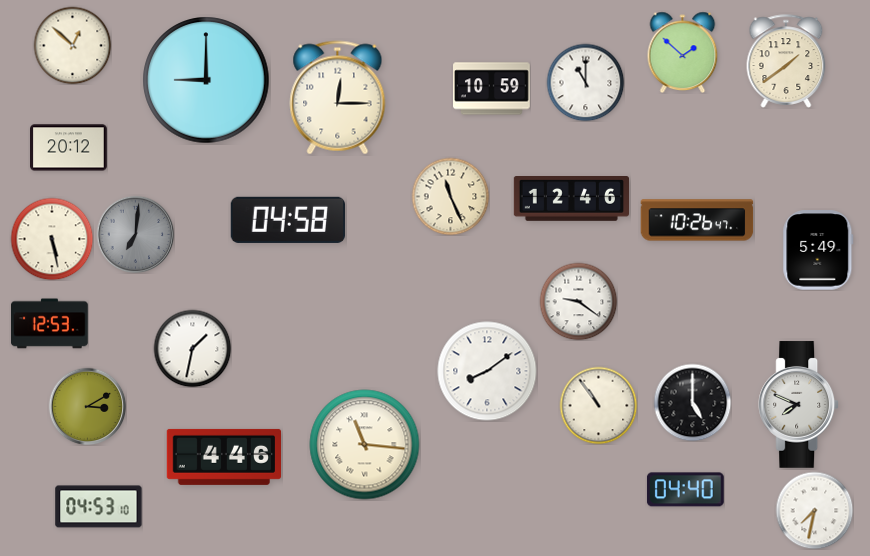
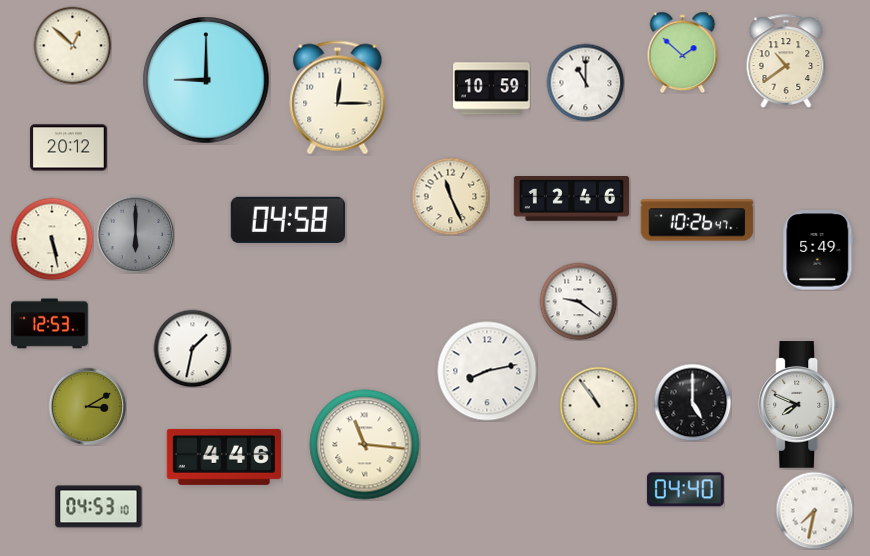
clock at (786, 61): 1:39 -> 10:39
clock at (135, 234): 7:01 -> 6:00
clock at (487, 371): 8:09 -> 8:13
